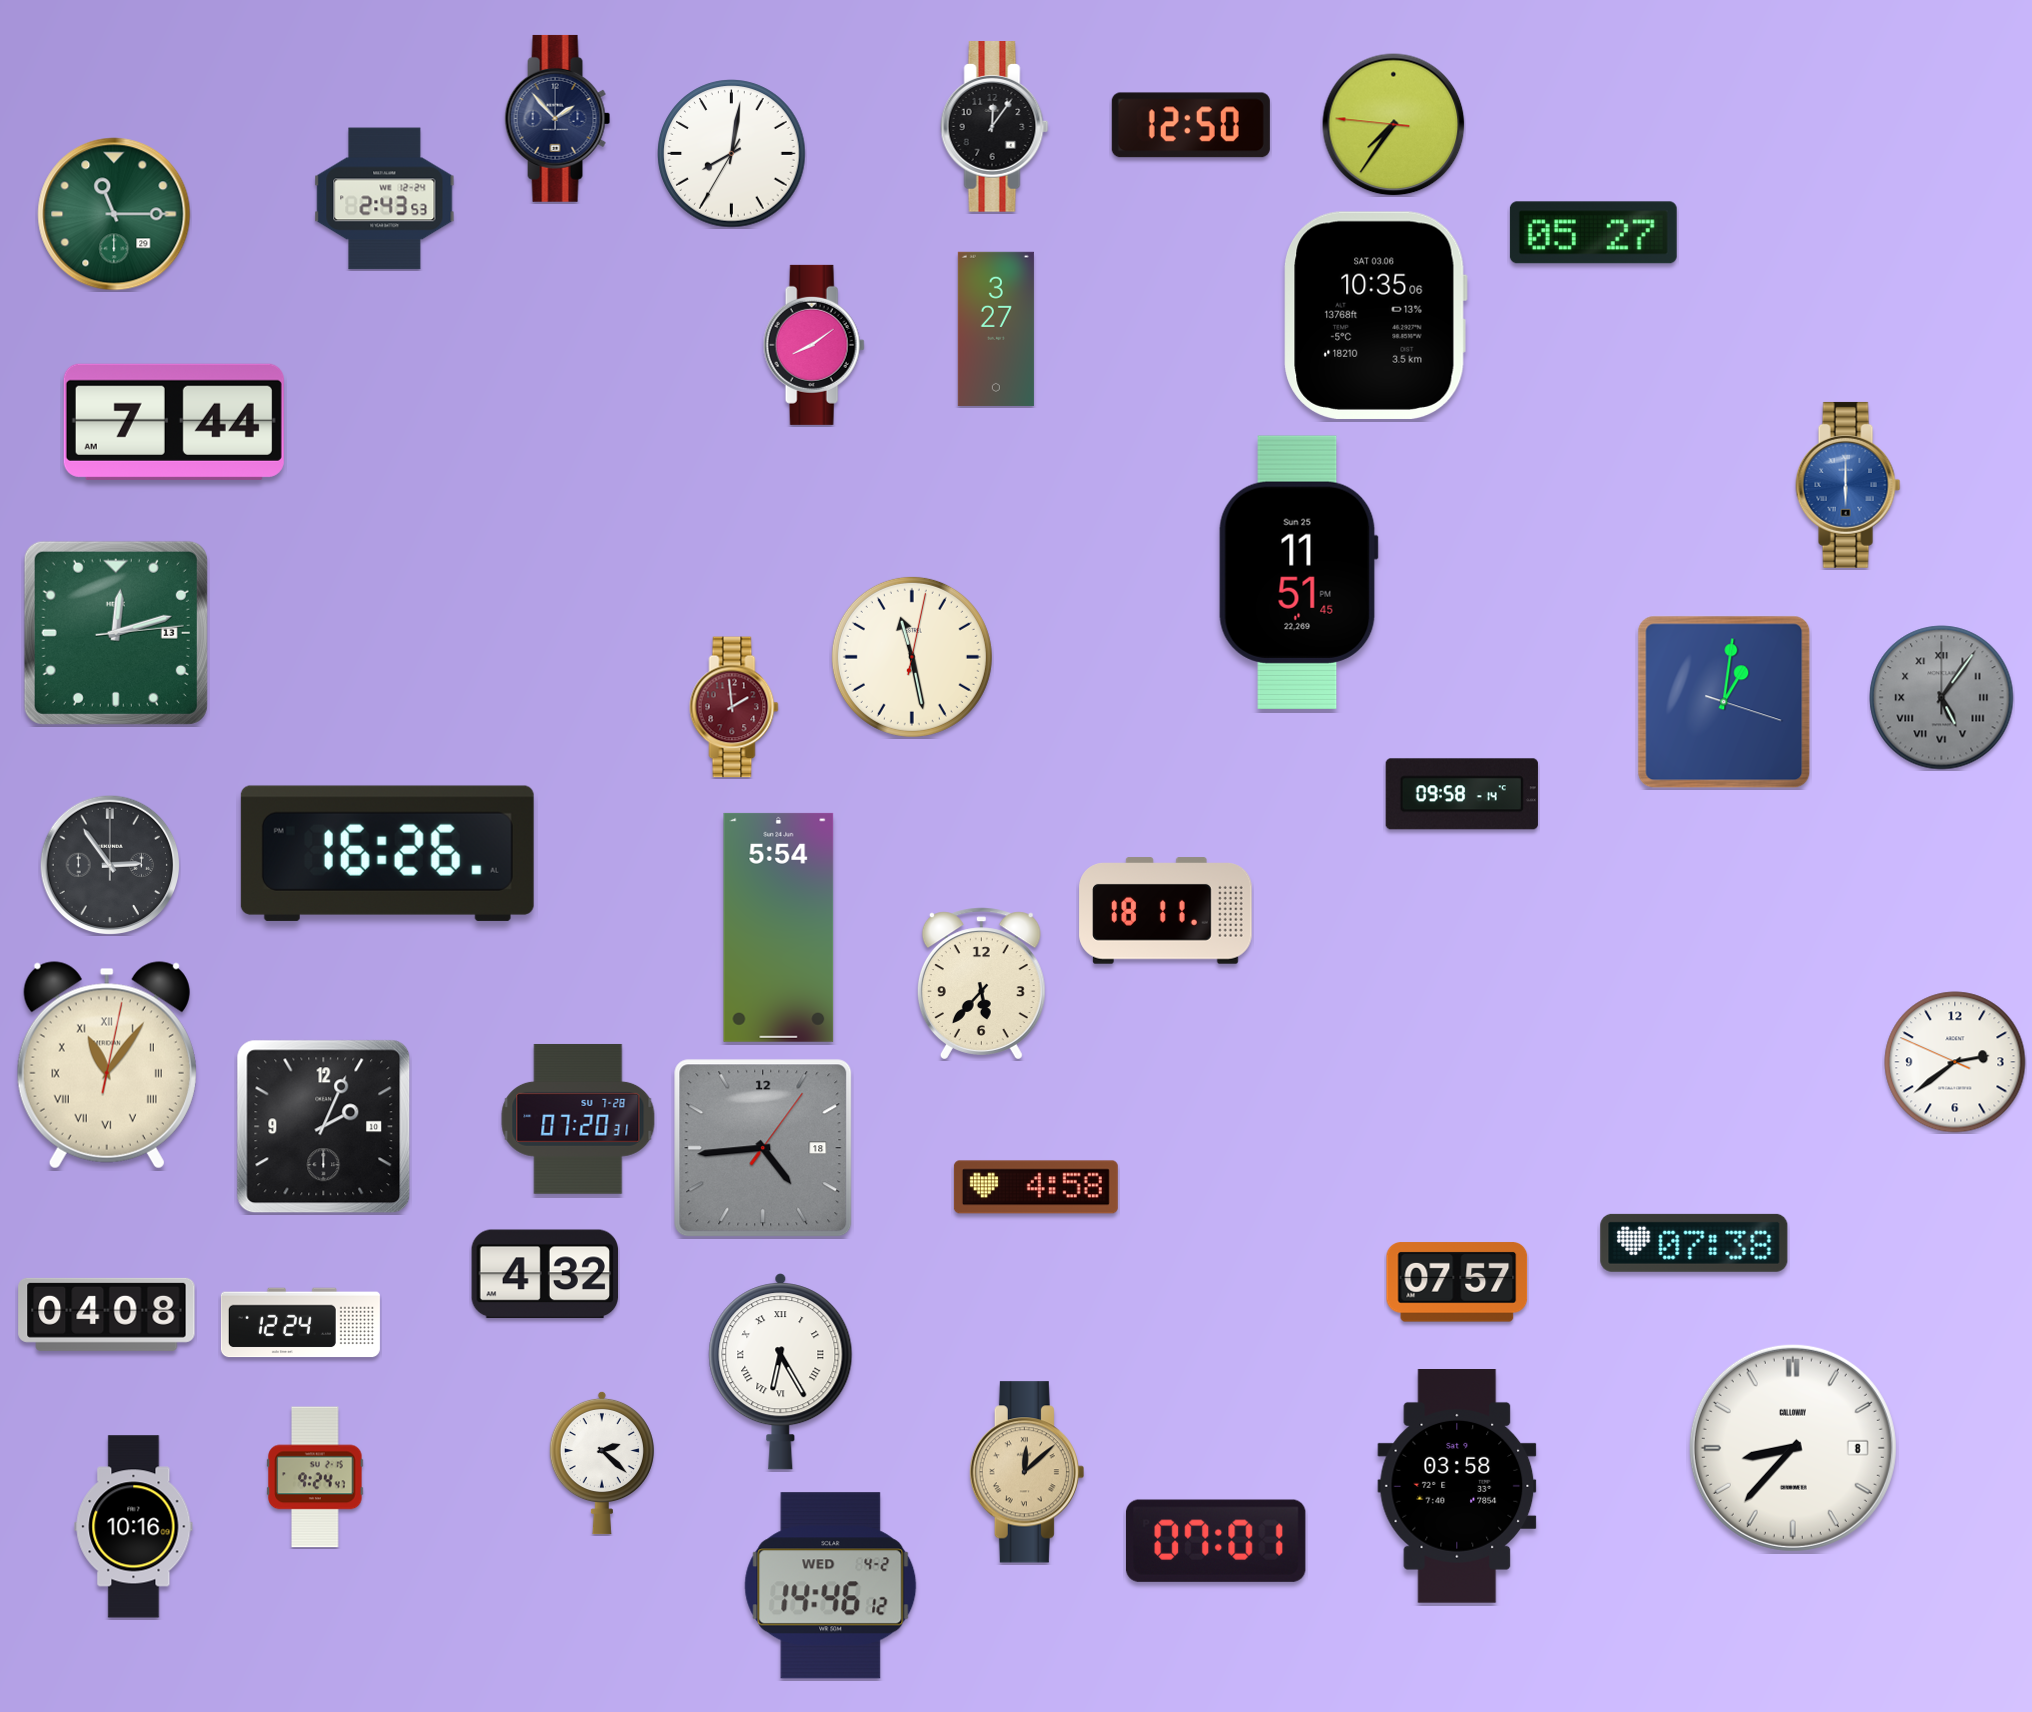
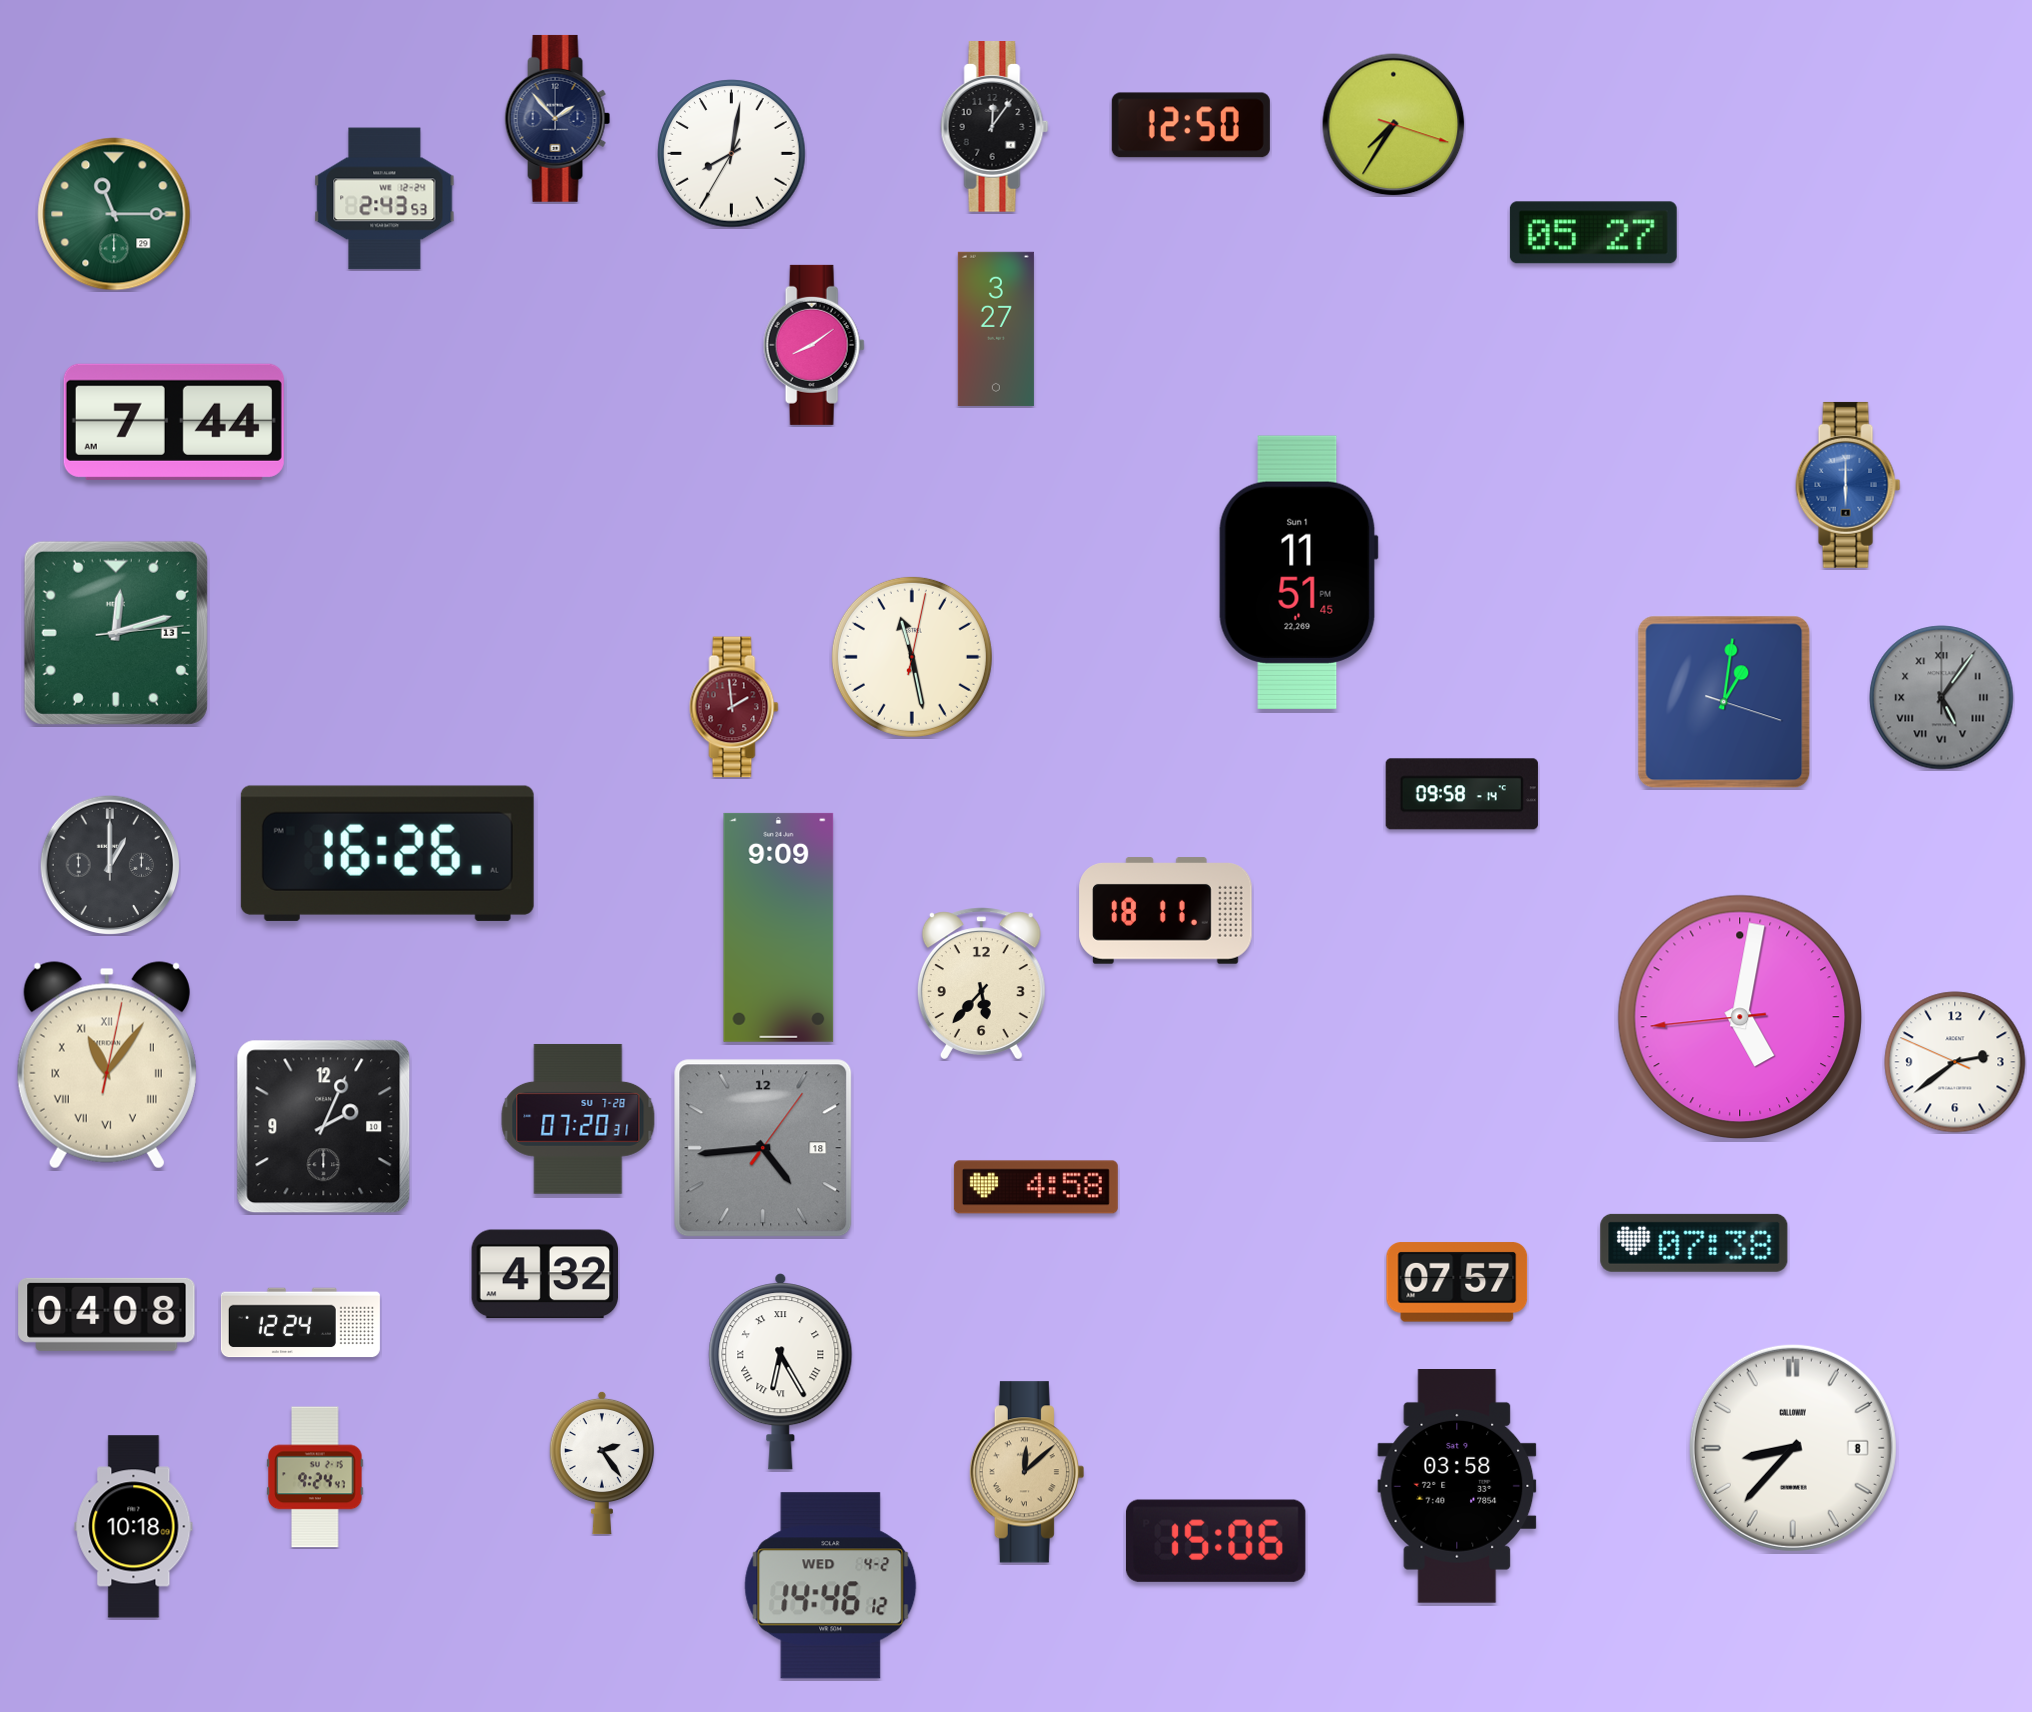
clock at (1394, 125): 7:35:46 -> 7:35:18
clock at (1375, 315): 10:35 -> none
clock at (1298, 572) date: Sun 25 -> Sun 1
clock at (110, 865): 2:54 -> 1:00
clock at (779, 927): 5:54 -> 9:09
clock at (1740, 1017): none -> 5:01
clock at (602, 1463): 2:22 -> 2:24
clock at (134, 1527): 10:16 -> 10:18
clock at (1217, 1541): 07:01 -> 15:06
